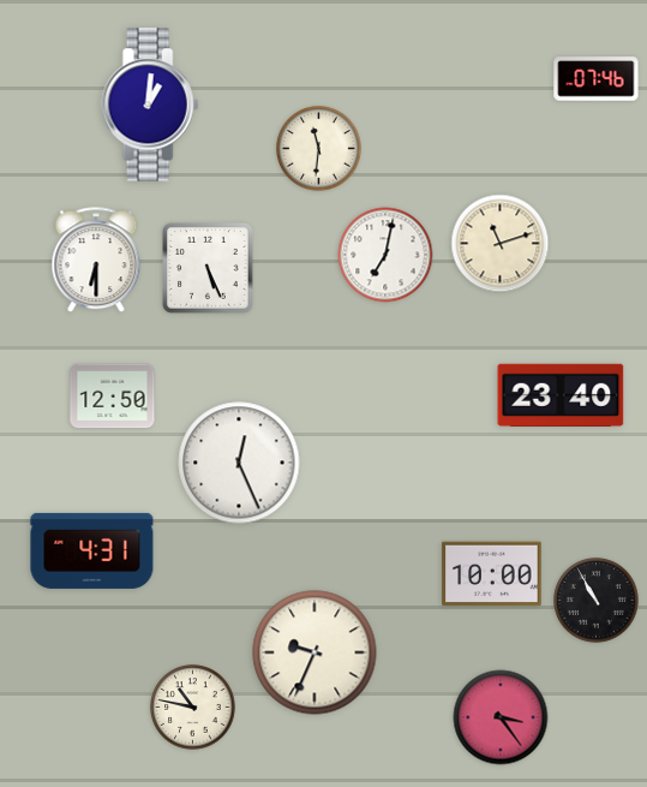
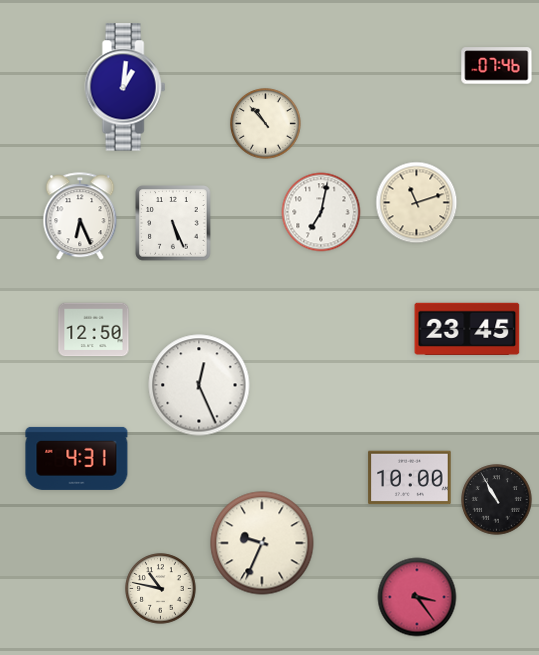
clock at (319, 149): 11:31 -> 10:53
clock at (96, 261): 6:30 -> 6:26
clock at (561, 395): 23:40 -> 23:45
